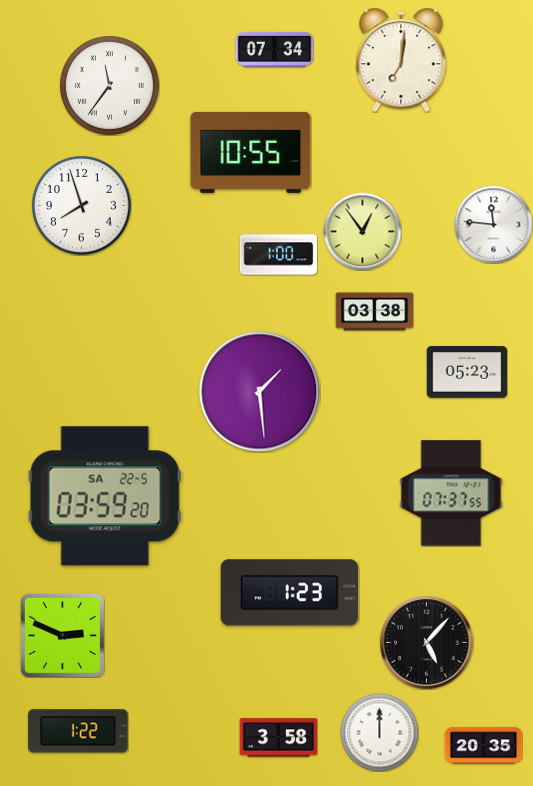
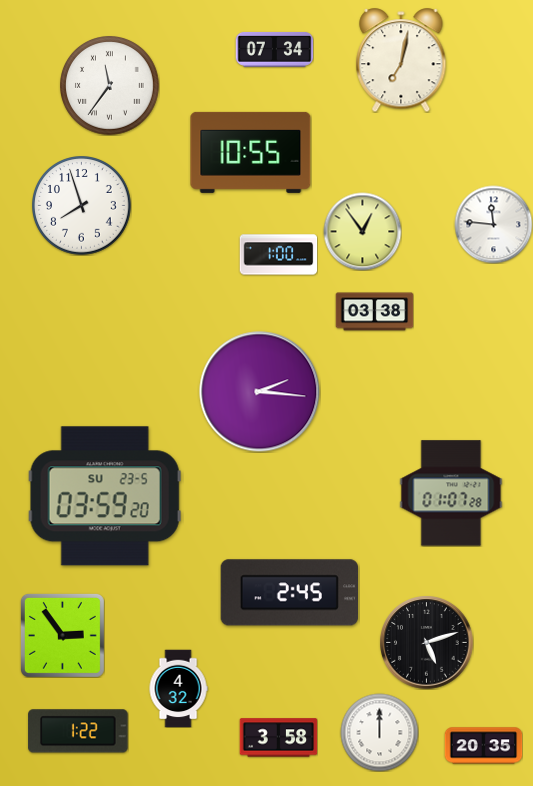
clock at (401, 60): 7:01 -> 7:02
clock at (467, 372): 05:23 -> none
clock at (260, 392): 1:29 -> 2:16
clock at (451, 493): 07:37 -> 01:07
clock at (105, 496) date: SA 22-5 -> SU 23-5
clock at (289, 593): 1:23 -> 2:45
clock at (62, 635): 2:49 -> 2:54
clock at (426, 642): 5:07 -> 5:12
clock at (178, 688): none -> 4:32
